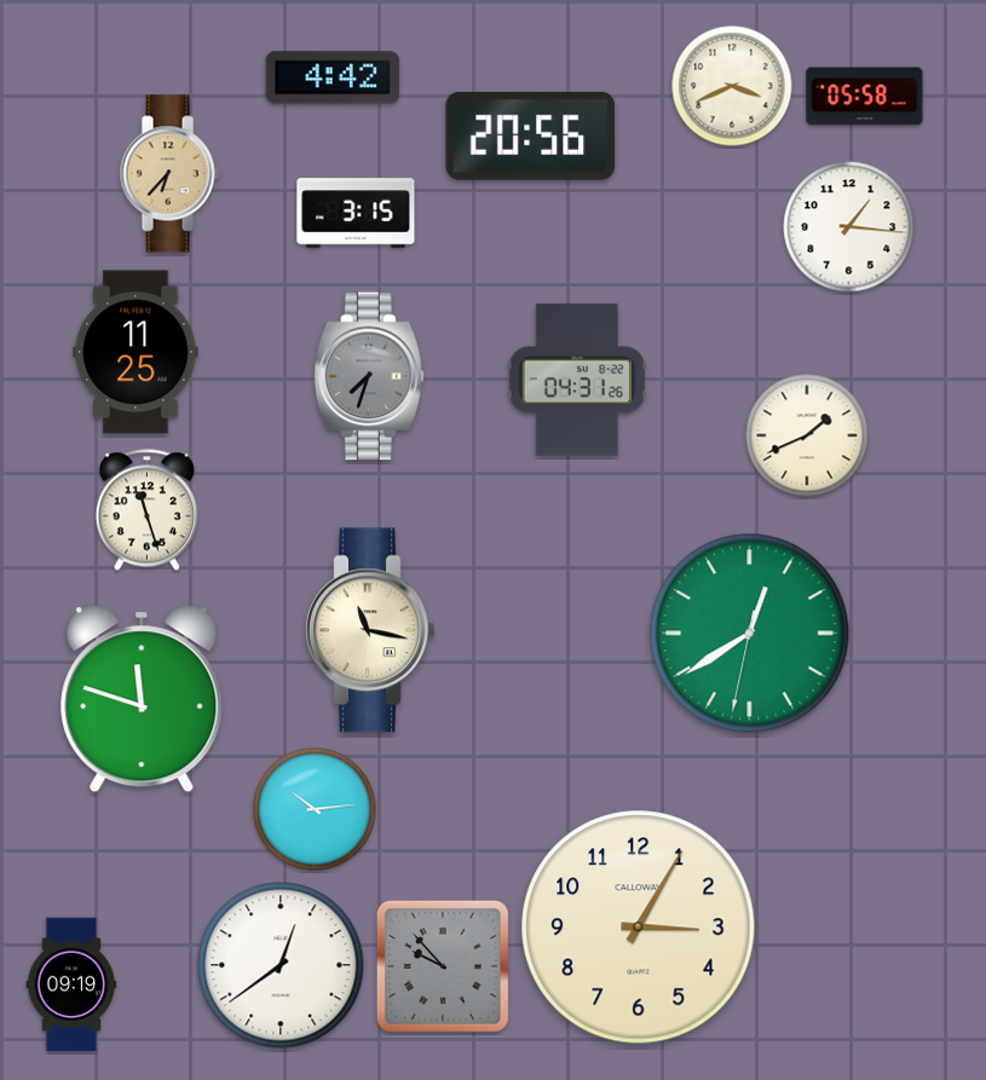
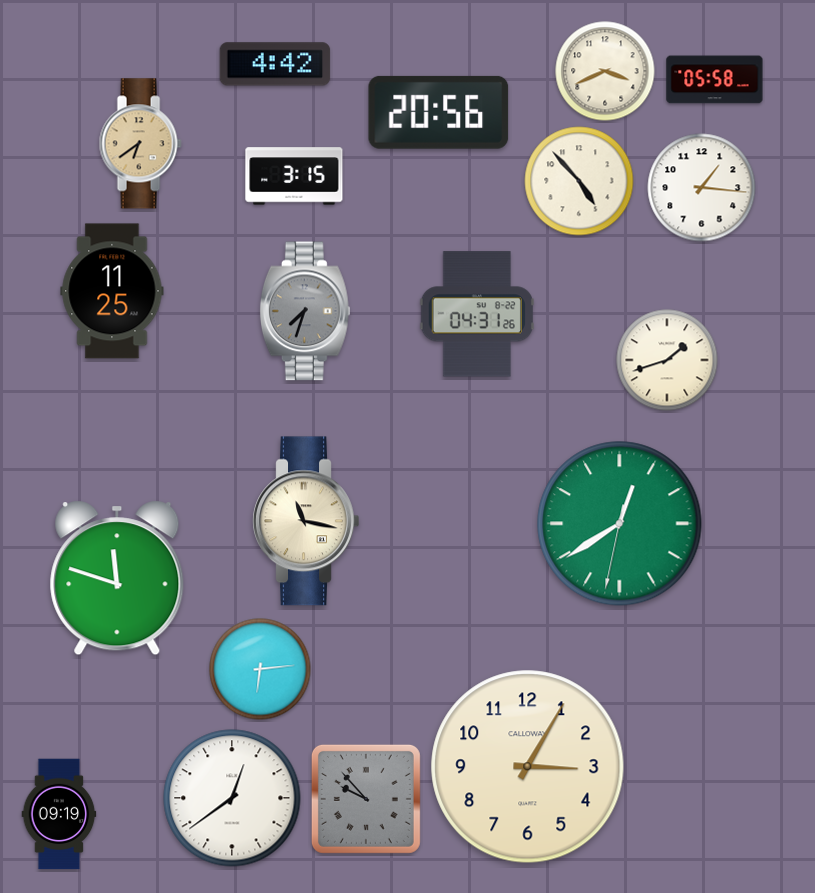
clock at (169, 174): 6:37 -> 6:39
clock at (579, 181): none -> 4:53
clock at (807, 435): 1:41 -> 1:42
clock at (146, 510): 11:27 -> none
clock at (315, 809): 10:14 -> 6:14
